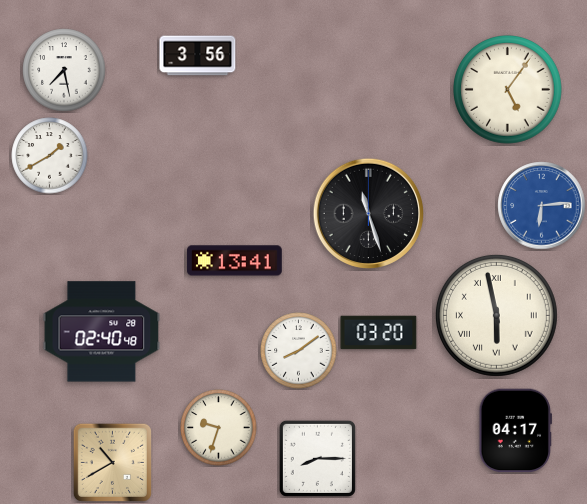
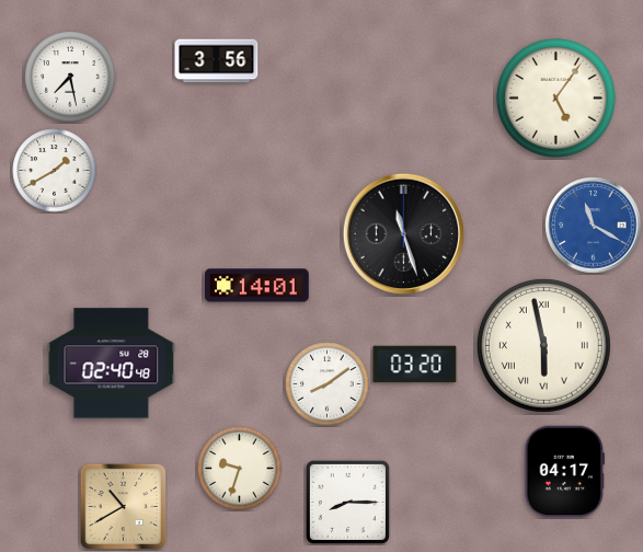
clock at (542, 206): 6:14 -> 11:20
clock at (235, 261): 13:41 -> 14:01
